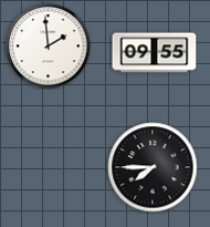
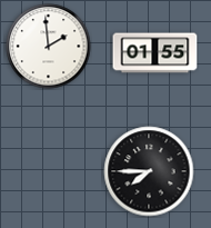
clock at (155, 53): 09:55 -> 01:55
clock at (153, 167) position: (153, 167) -> (149, 171)
